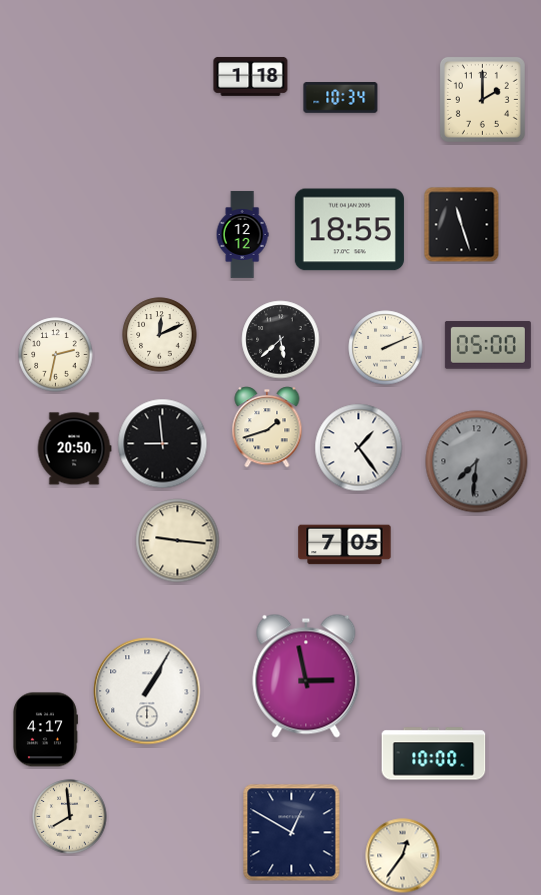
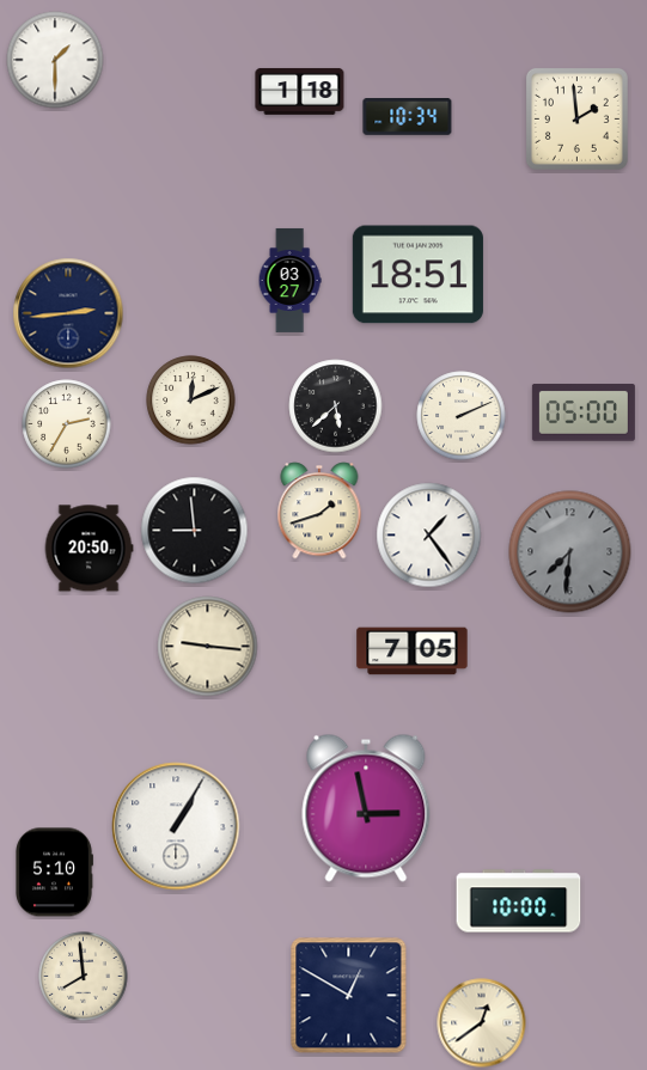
clock at (55, 60): none -> 1:30
clock at (482, 99): 2:00 -> 1:59
clock at (462, 225): 11:27 -> none
clock at (349, 230): 18:55 -> 18:51
clock at (242, 234): 12:12 -> 03:27
clock at (68, 313): none -> 2:44
clock at (56, 355): 2:32 -> 2:35
clock at (74, 449) position: (74, 449) -> (88, 549)
clock at (178, 541) position: (178, 541) -> (208, 647)
clock at (46, 730): 4:17 -> 5:10
clock at (403, 856): 12:36 -> 12:39
